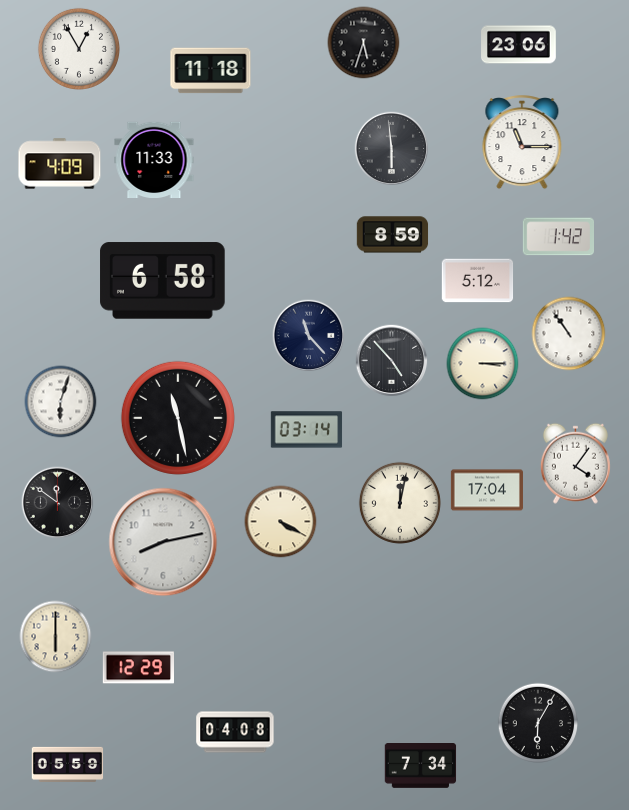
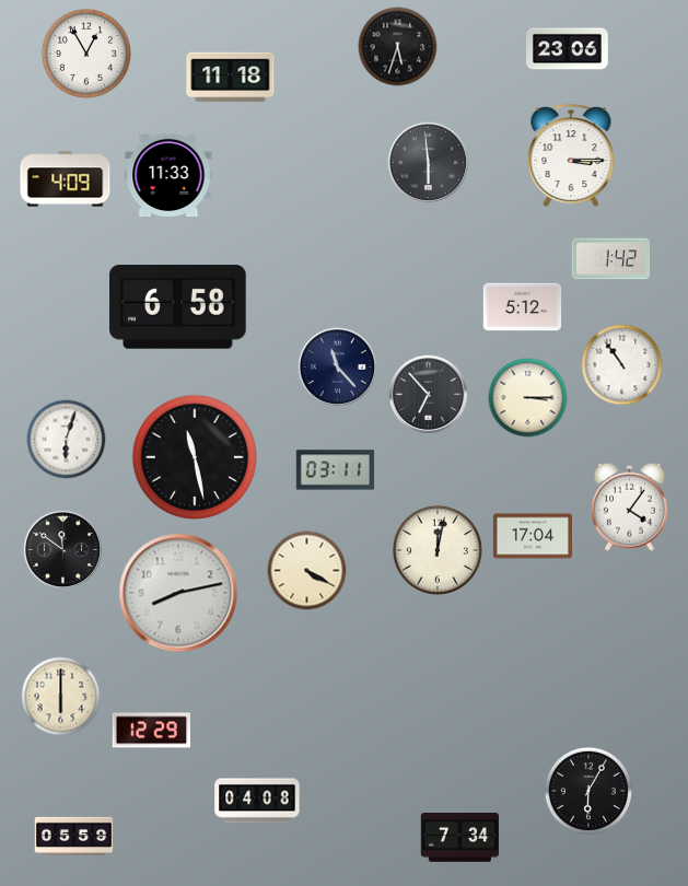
clock at (522, 143): 11:15 -> 3:15
clock at (393, 235): 8:59 -> none
clock at (392, 361): 4:53 -> 6:53
clock at (307, 430): 03:14 -> 03:11
